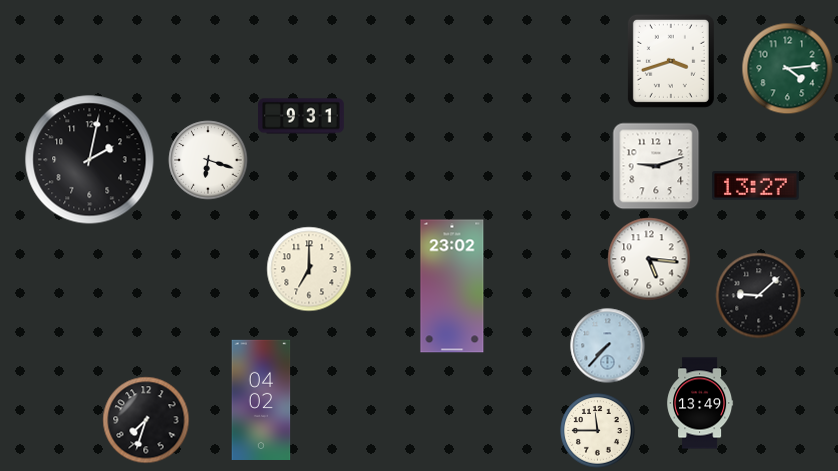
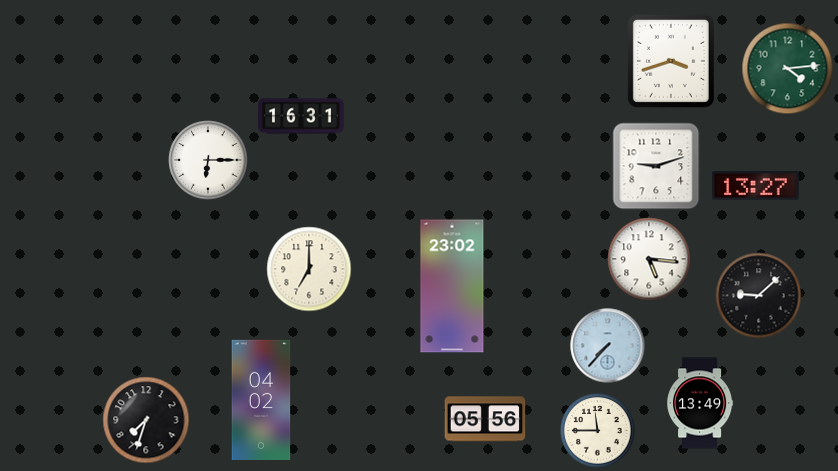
clock at (302, 116): 9:31 -> 16:31
clock at (90, 160): 2:02 -> none
clock at (208, 160): 6:18 -> 6:15
clock at (485, 419): none -> 05:56
